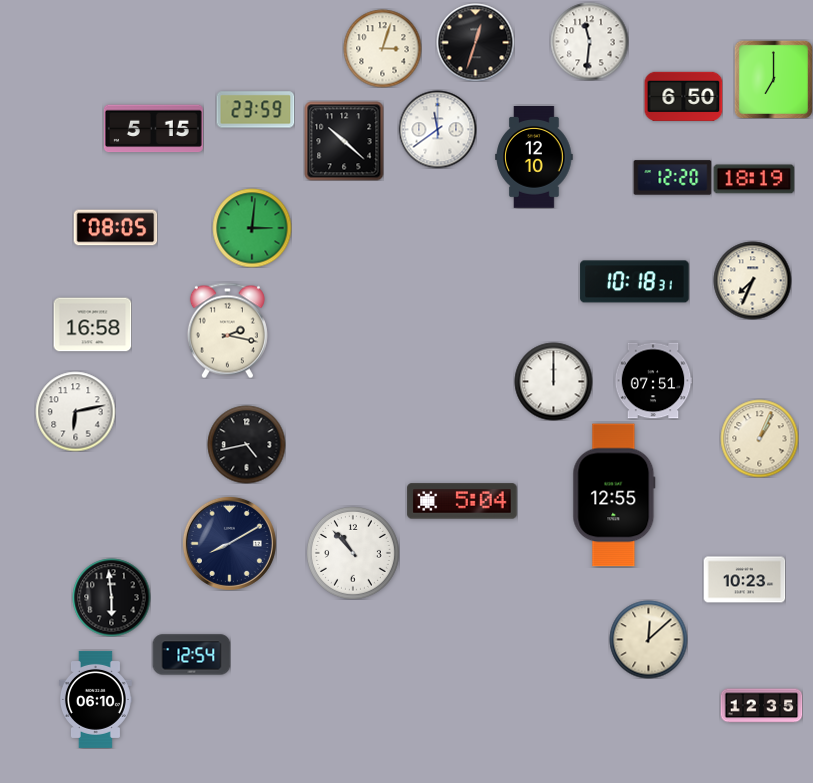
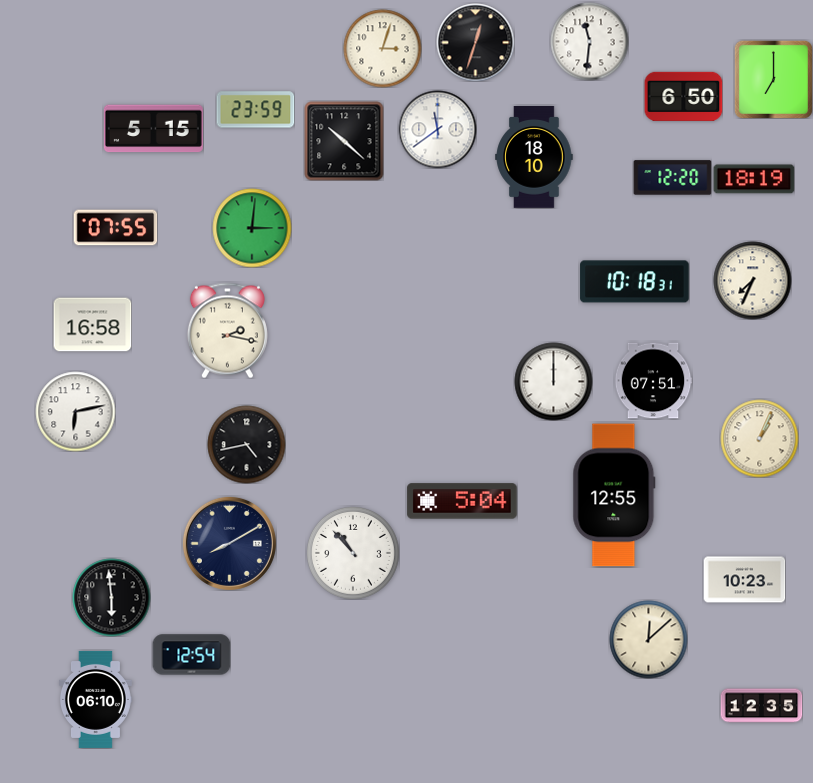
clock at (534, 158): 12:10 -> 18:10
clock at (115, 228): 08:05 -> 07:55
